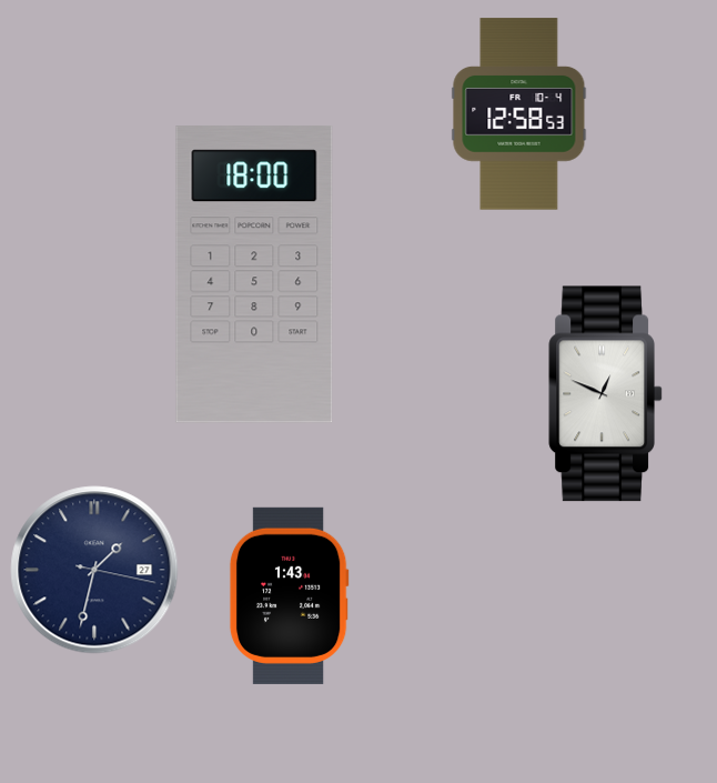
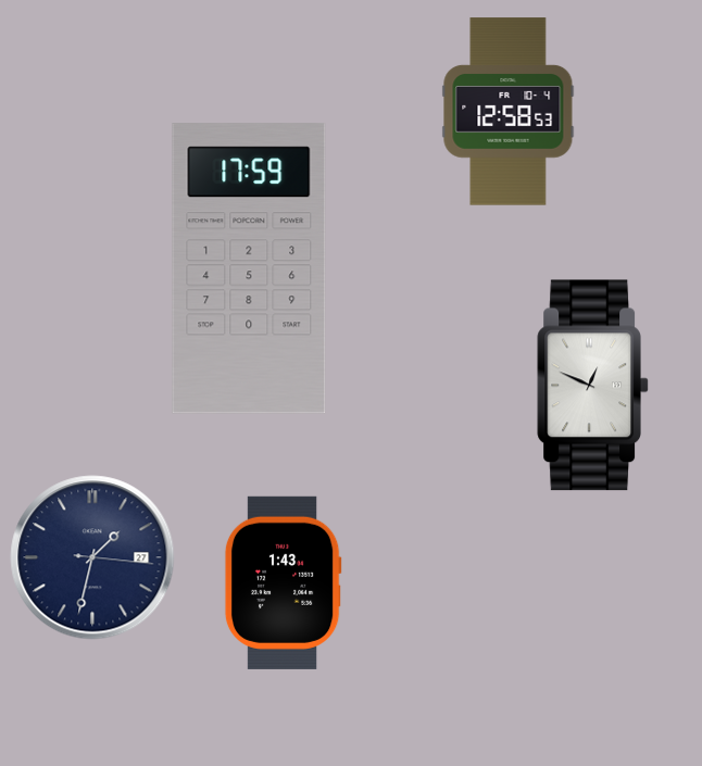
clock at (254, 274): 18:00 -> 17:59
clock at (94, 570): 1:32:17 -> 1:32:16
